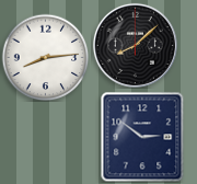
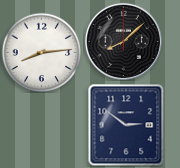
clock at (142, 137) position: (142, 137) -> (126, 125)
